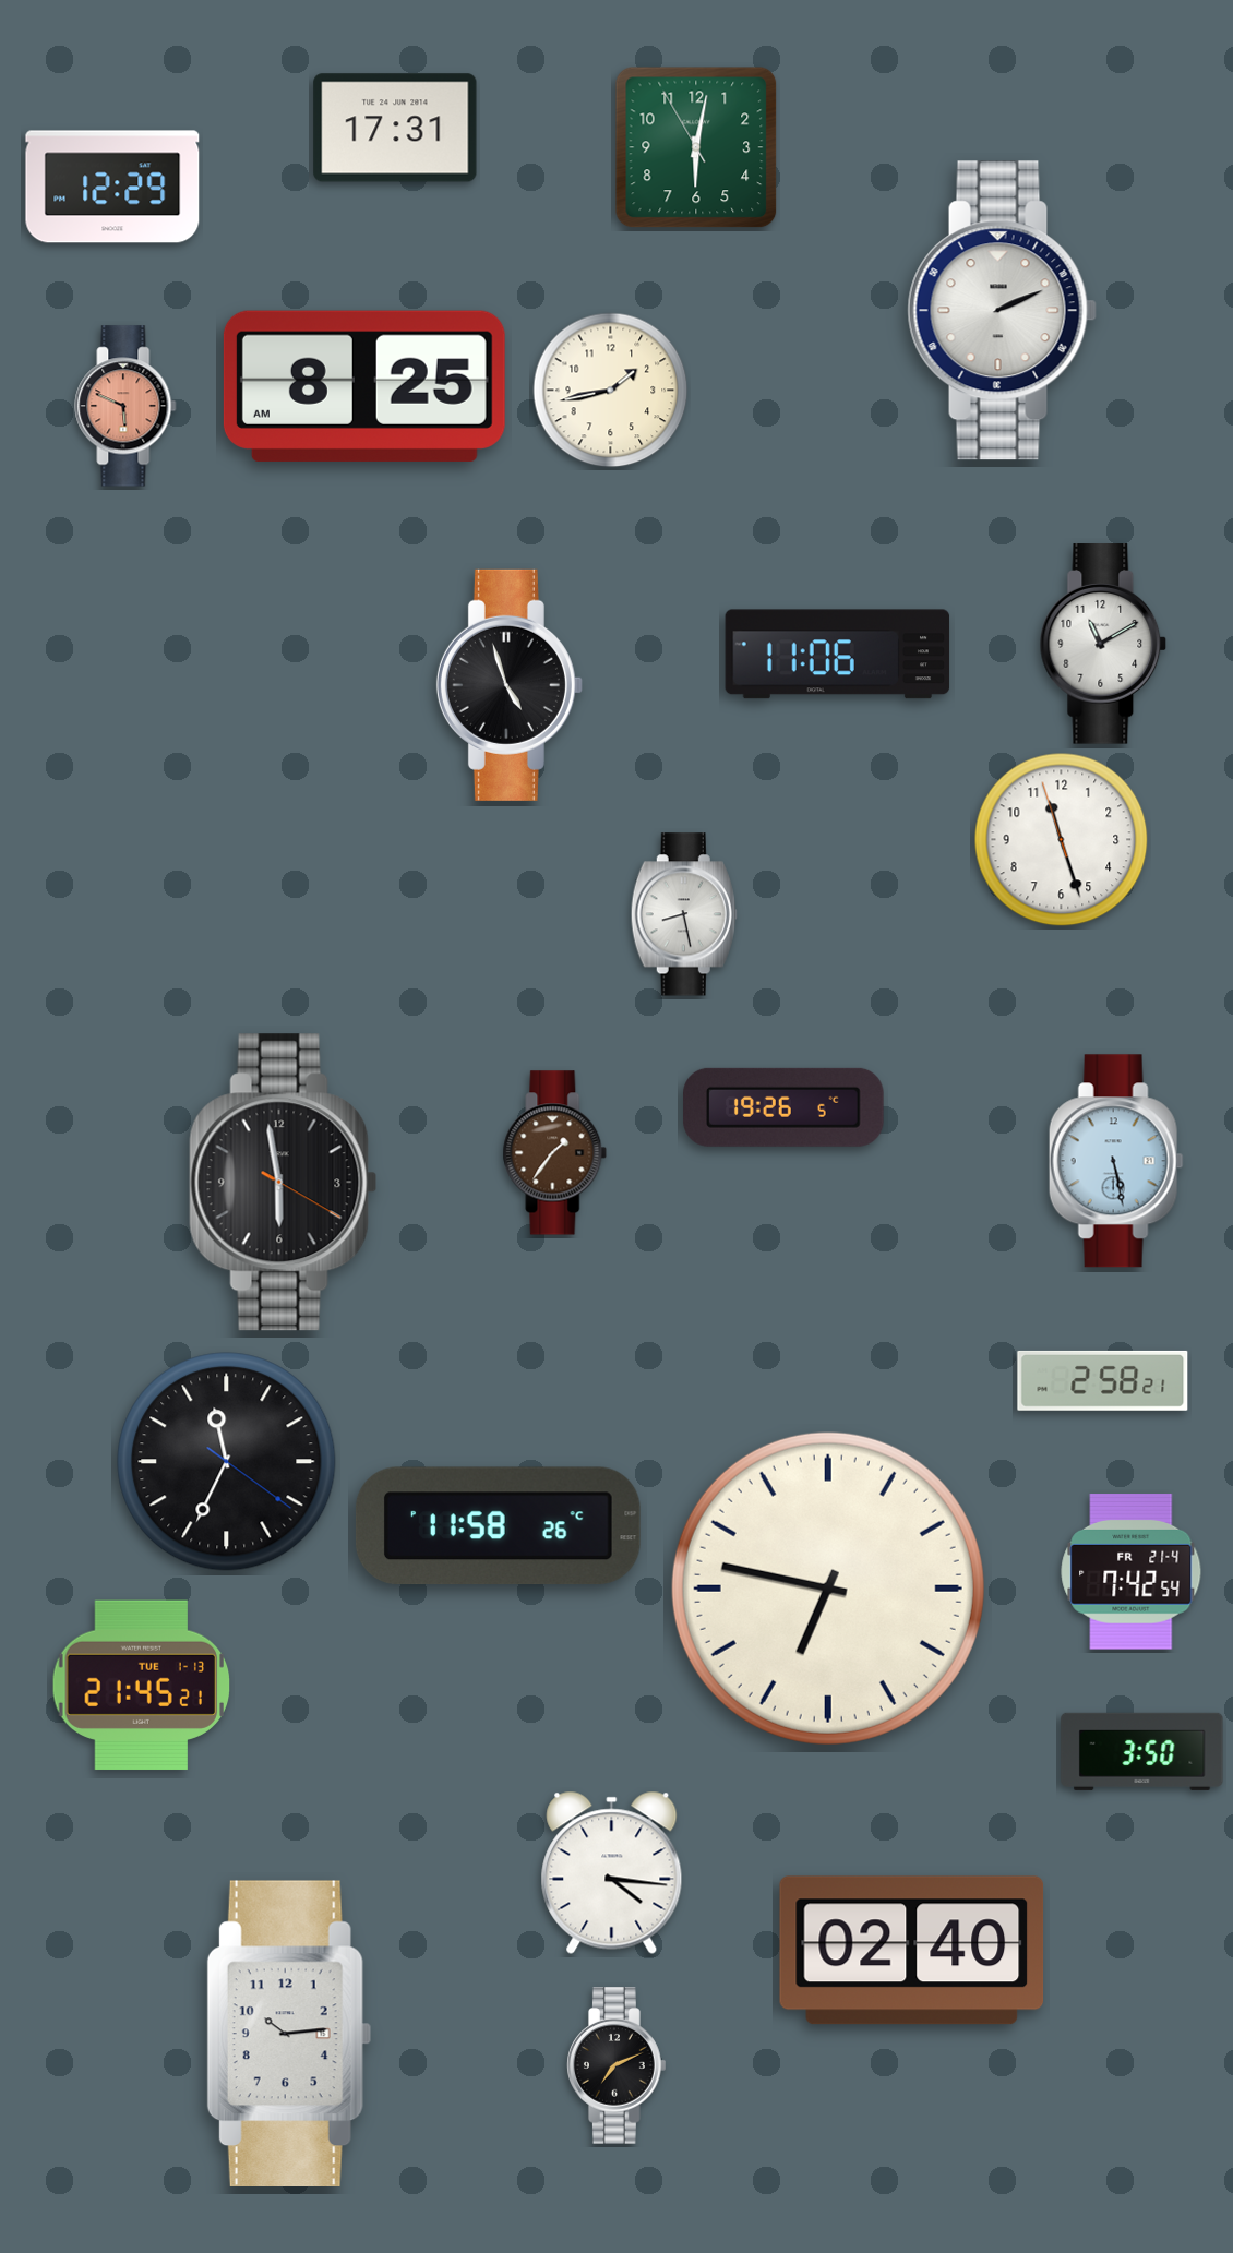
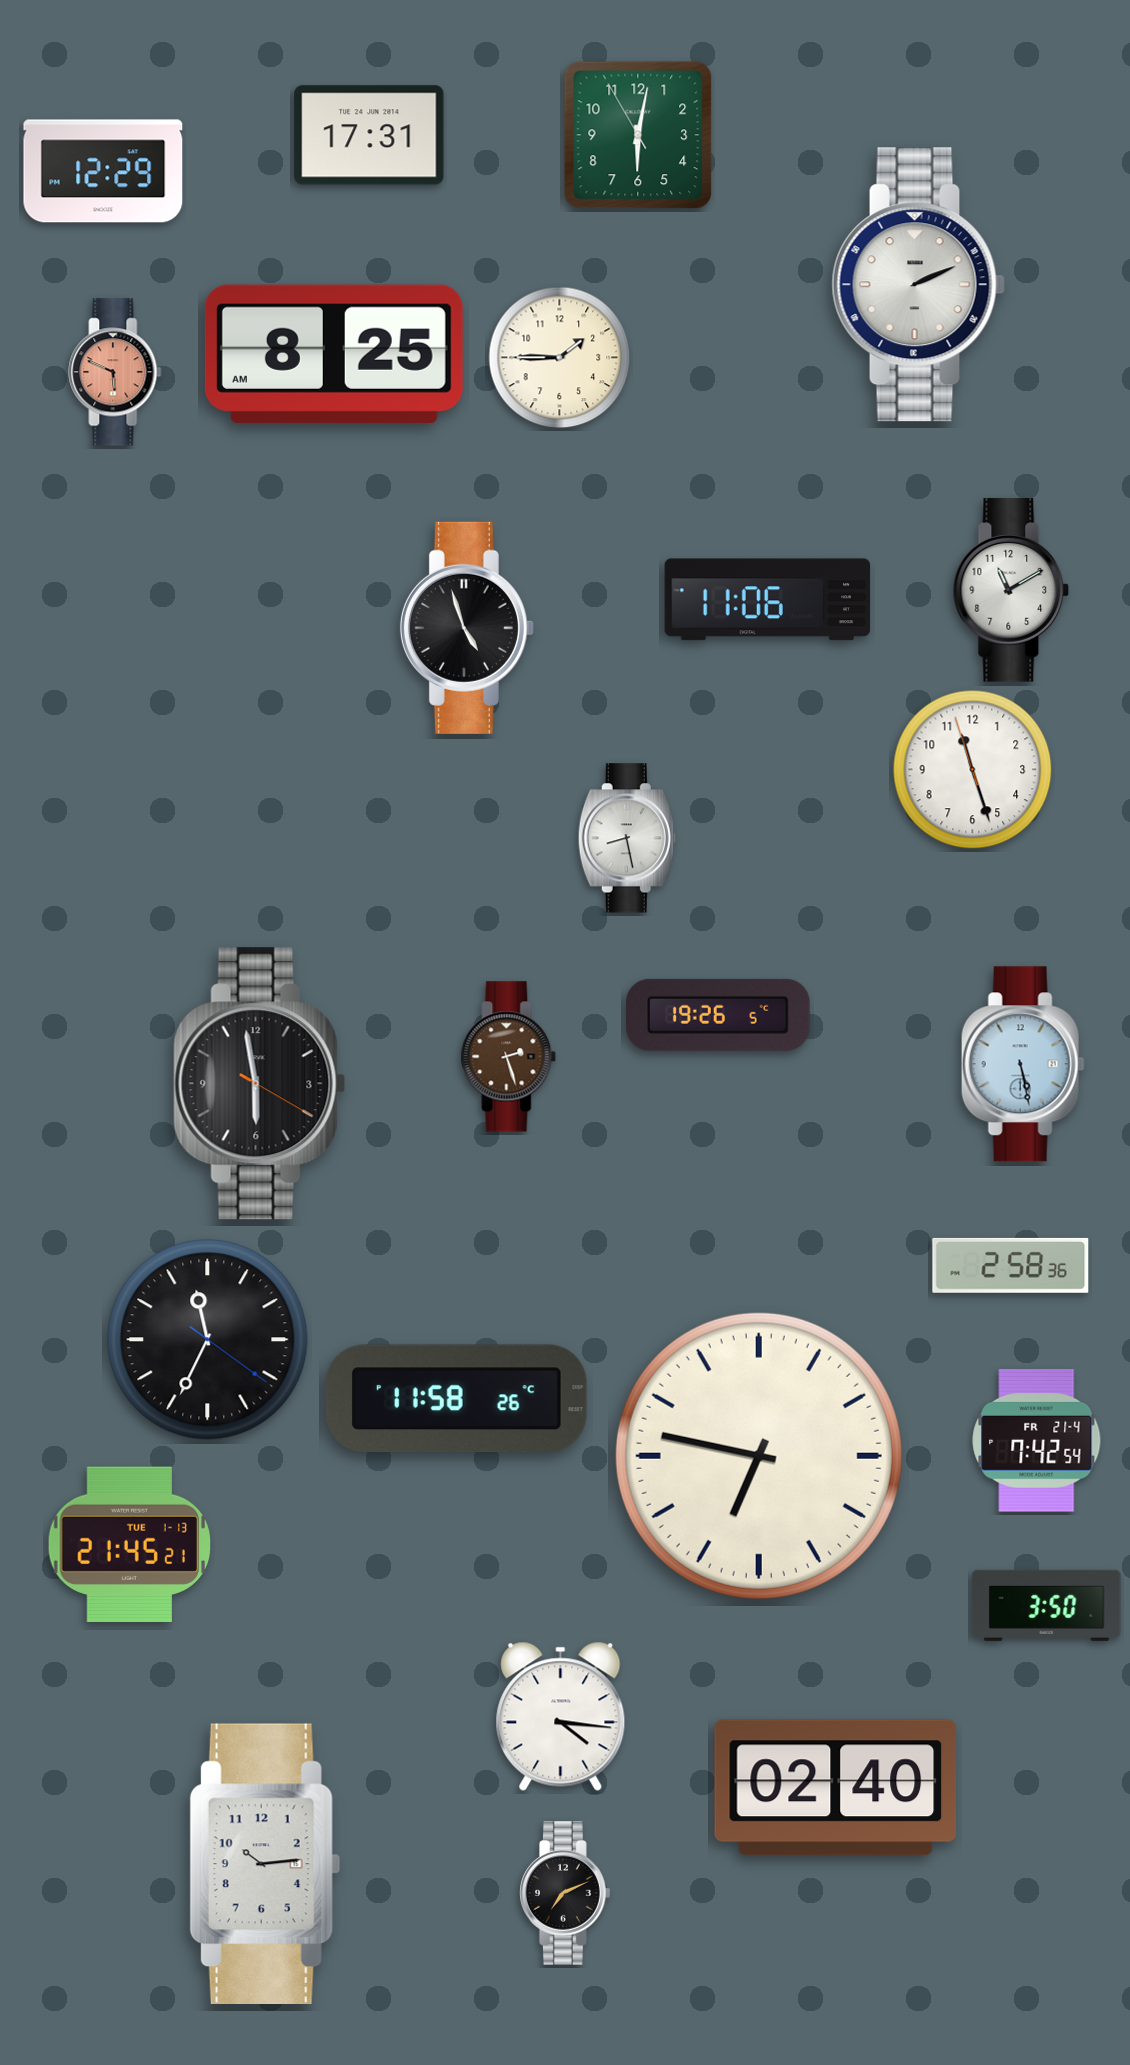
clock at (395, 128) position: (395, 128) -> (369, 135)
clock at (611, 391): 1:43 -> 1:45
clock at (555, 1153): 1:36 -> 2:27
clock at (1103, 1380): 2:58:21 -> 2:58:36
